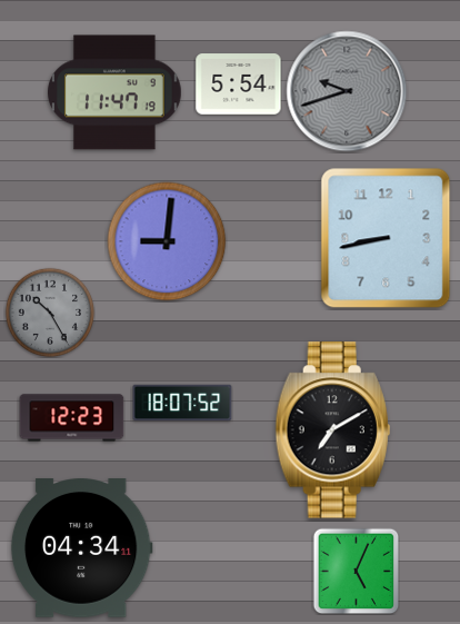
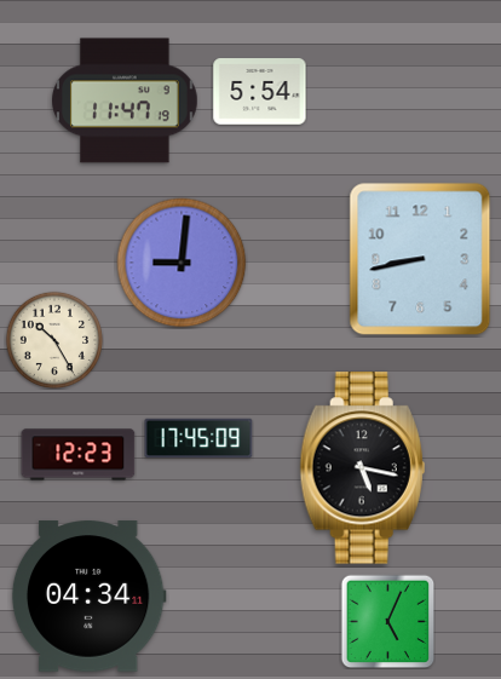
clock at (347, 91): 9:42 -> none
clock at (49, 311) dial: grey -> cream
clock at (182, 403): 18:07 -> 17:45
clock at (332, 430): 7:10 -> 5:17
